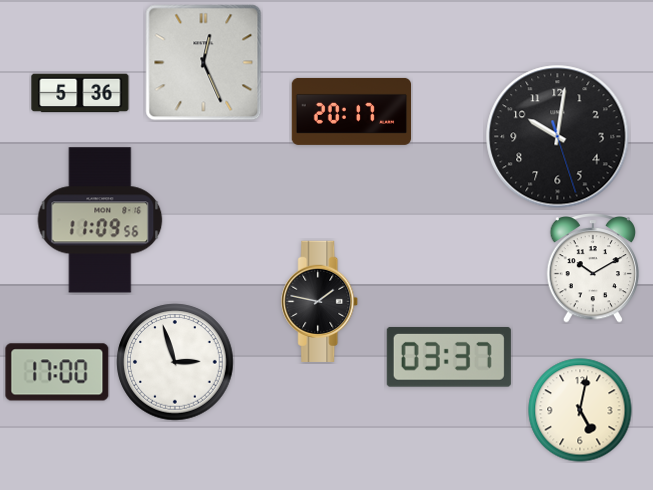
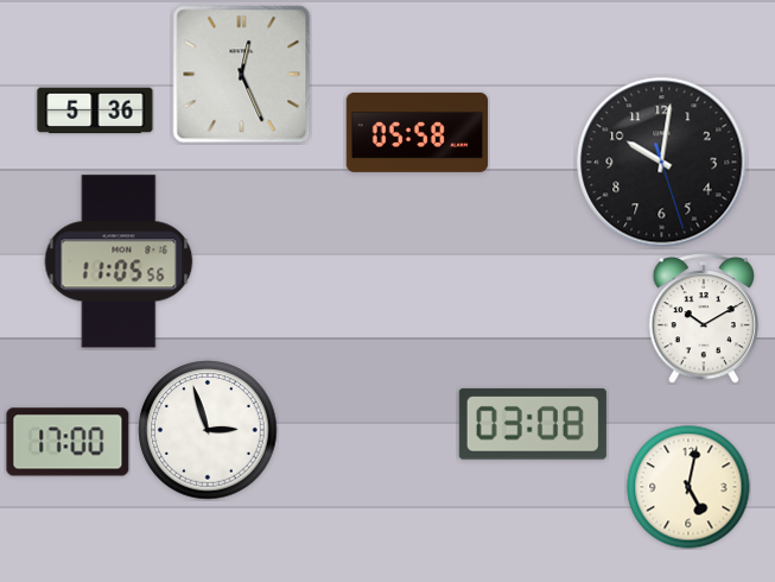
clock at (352, 111): 20:17 -> 05:58
clock at (100, 220): 11:09 -> 11:05
clock at (320, 301): 1:47 -> none
clock at (449, 357): 03:37 -> 03:08
